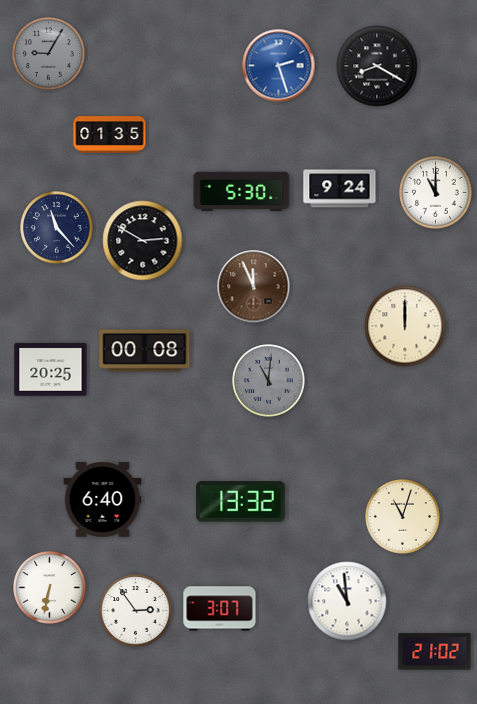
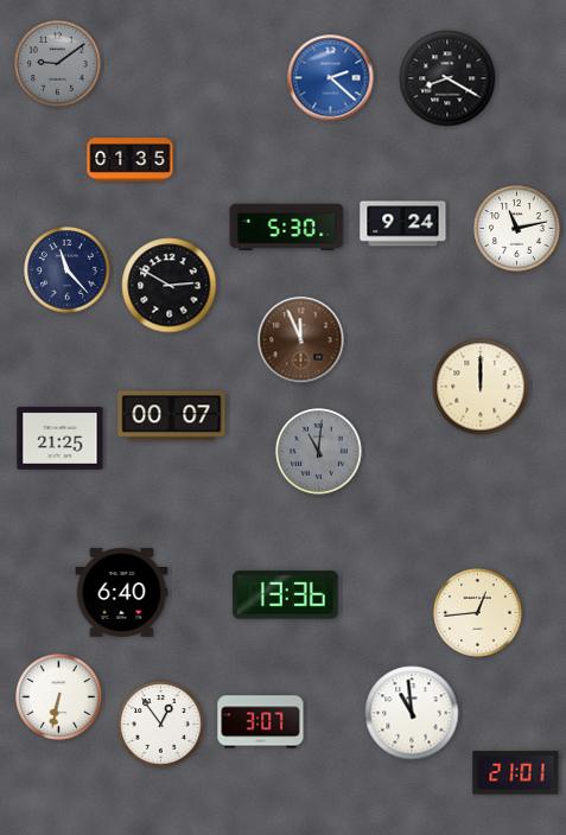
clock at (49, 54): 9:05 -> 9:09
clock at (279, 66): 2:27 -> 2:22
clock at (436, 193): 11:00 -> 11:13
clock at (145, 351): 00:08 -> 00:07
clock at (51, 370): 20:25 -> 21:25
clock at (241, 502): 13:32 -> 13:36
clock at (403, 517): 11:03 -> 12:44
clock at (136, 611): 2:54 -> 12:54
clock at (435, 652): 21:02 -> 21:01
